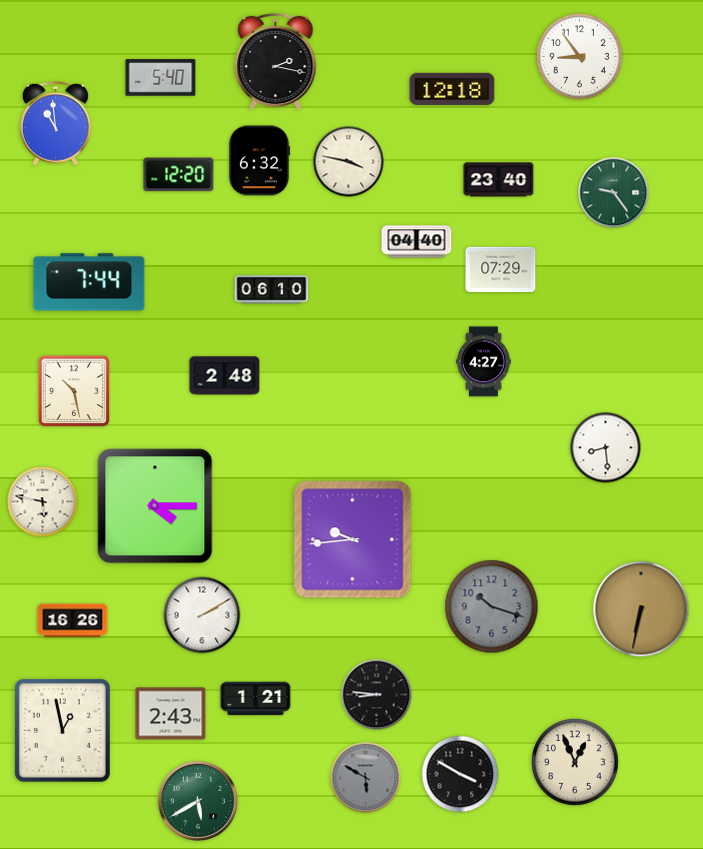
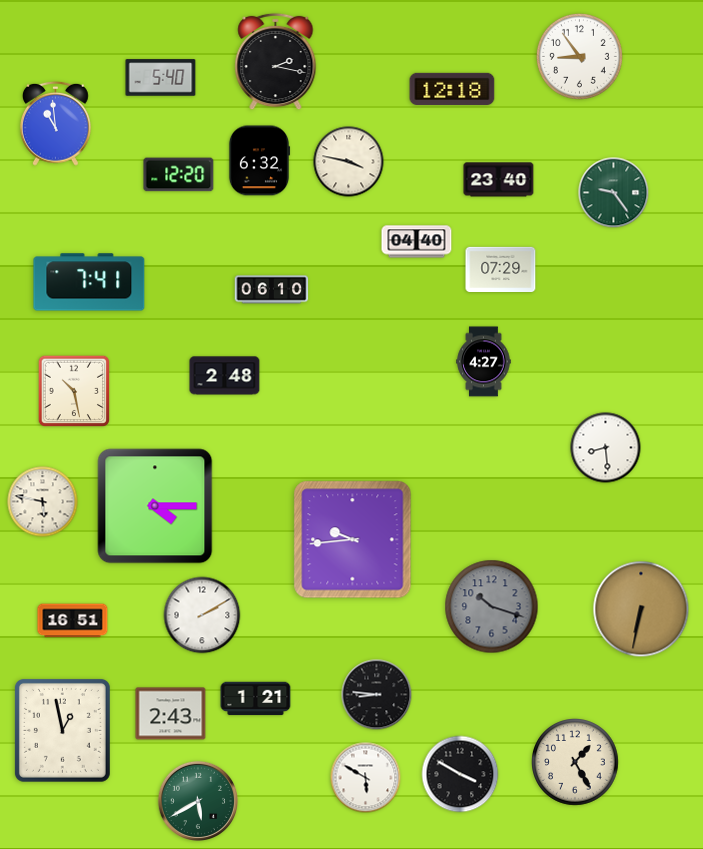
clock at (89, 282): 7:44 -> 7:41
clock at (73, 621): 16:26 -> 16:51
clock at (576, 763): 12:56 -> 1:25
clock at (366, 778) dial: grey -> white
